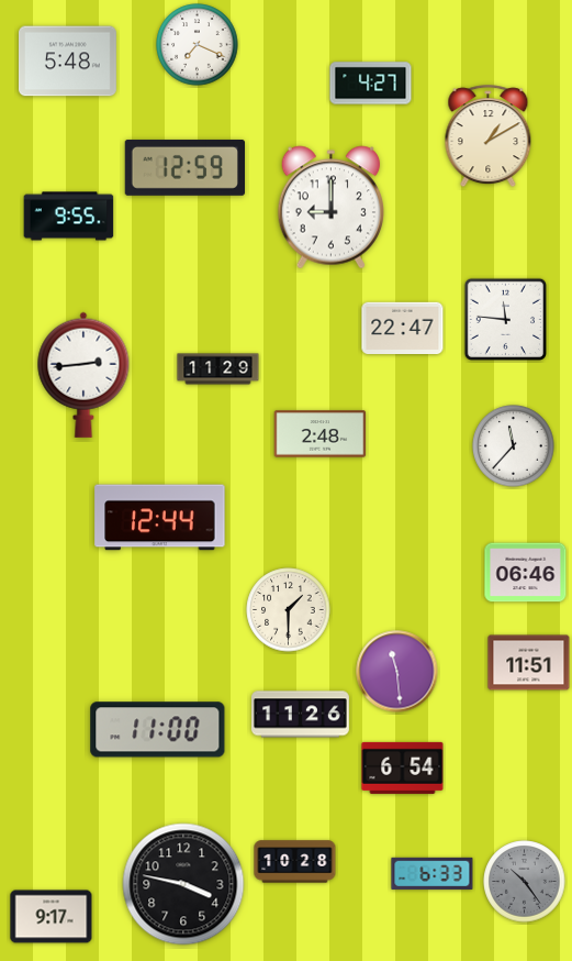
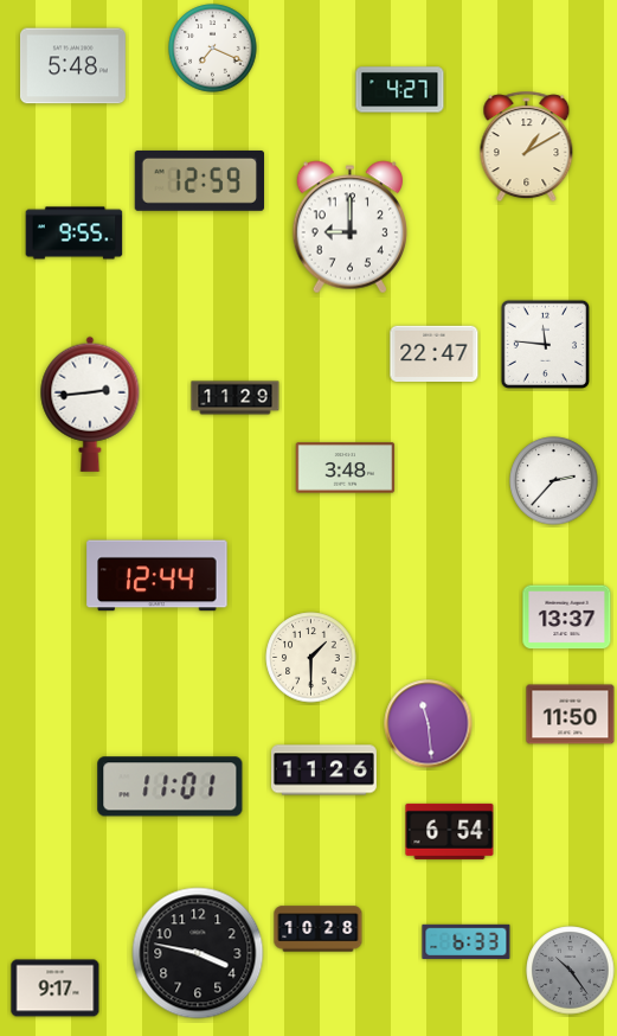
clock at (332, 208) position: (332, 208) -> (351, 228)
clock at (321, 434): 2:48 -> 3:48
clock at (514, 446): 11:37 -> 2:37
clock at (160, 518) position: (160, 518) -> (158, 576)
clock at (526, 573): 06:46 -> 13:37
clock at (529, 663): 11:51 -> 11:50
clock at (158, 730): 11:00 -> 11:01
clock at (403, 767) position: (403, 767) -> (450, 831)
clock at (525, 882) position: (525, 882) -> (571, 971)
